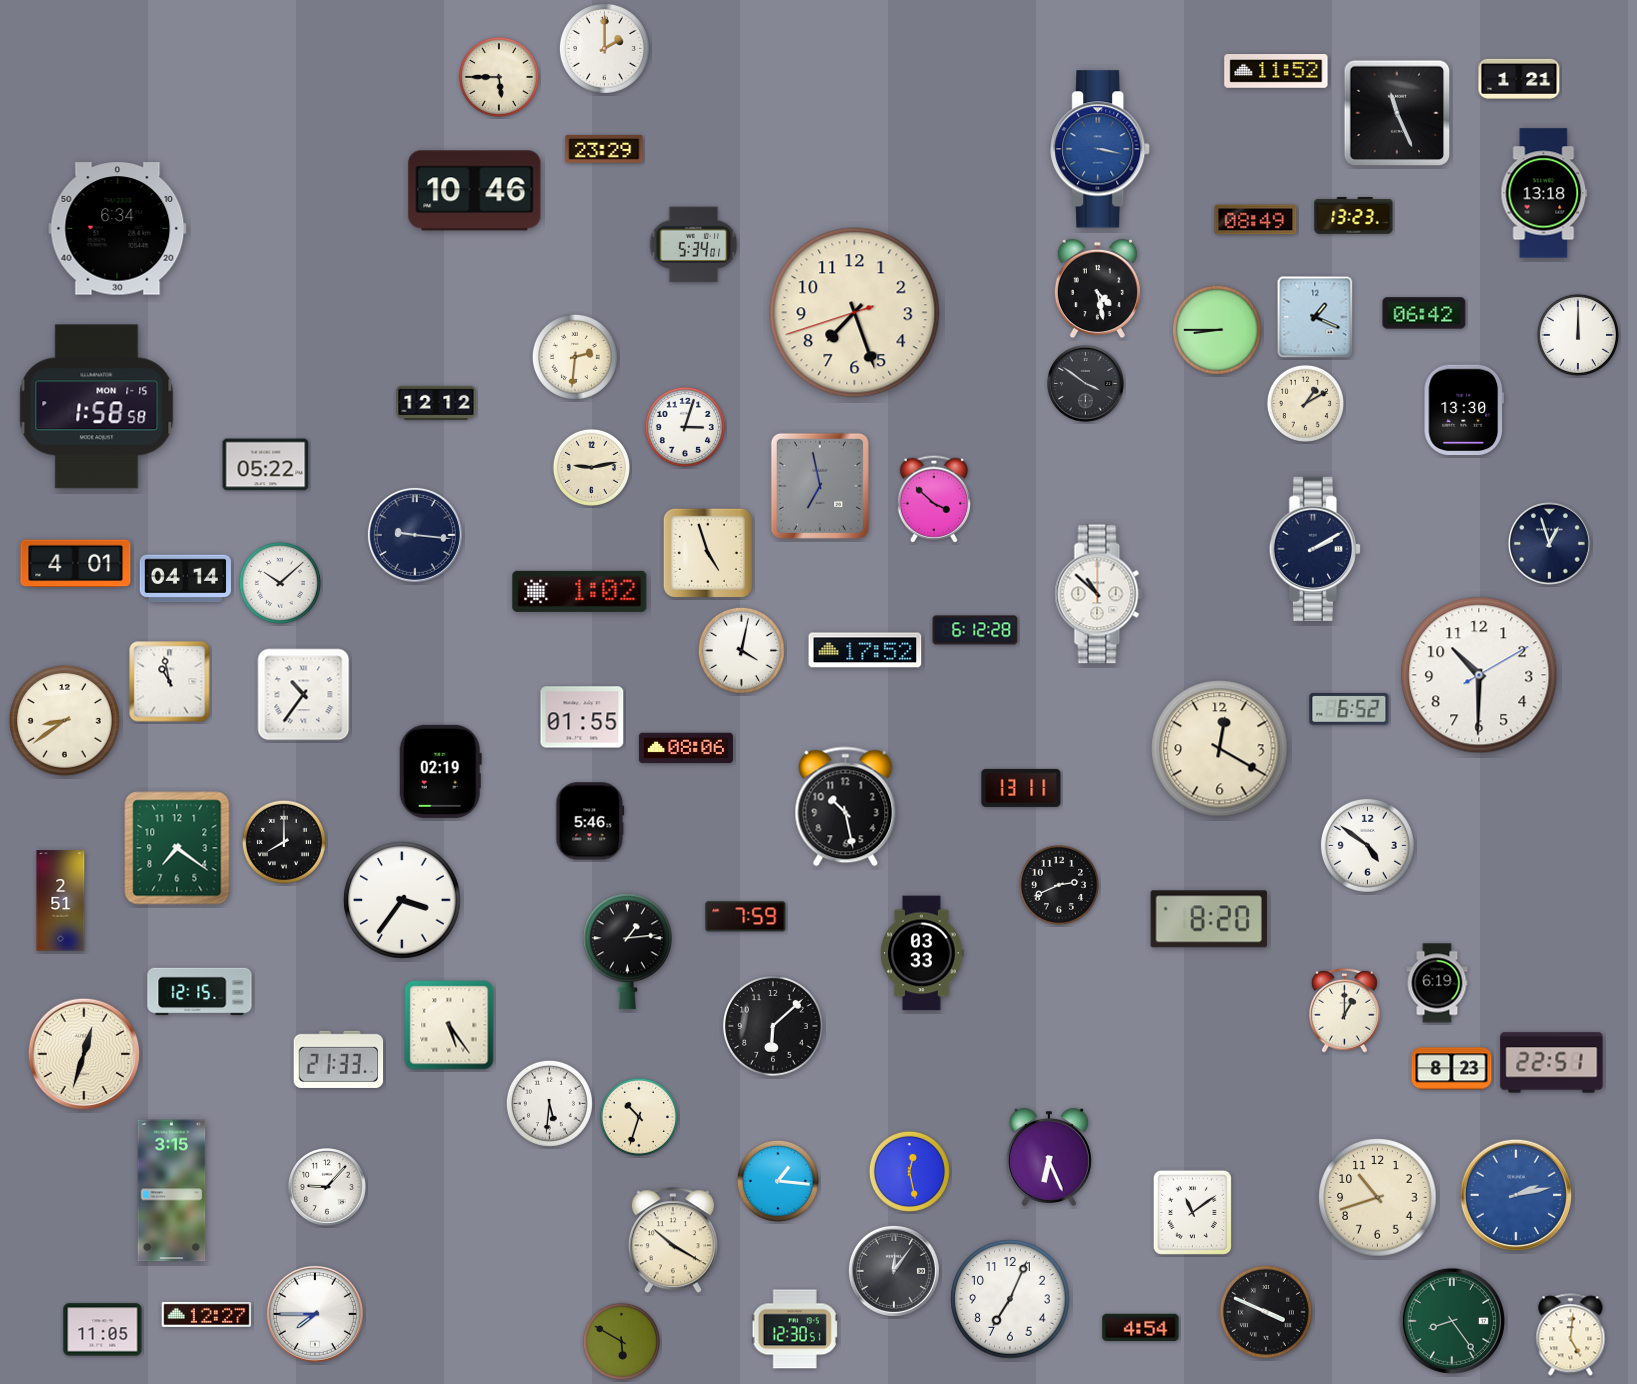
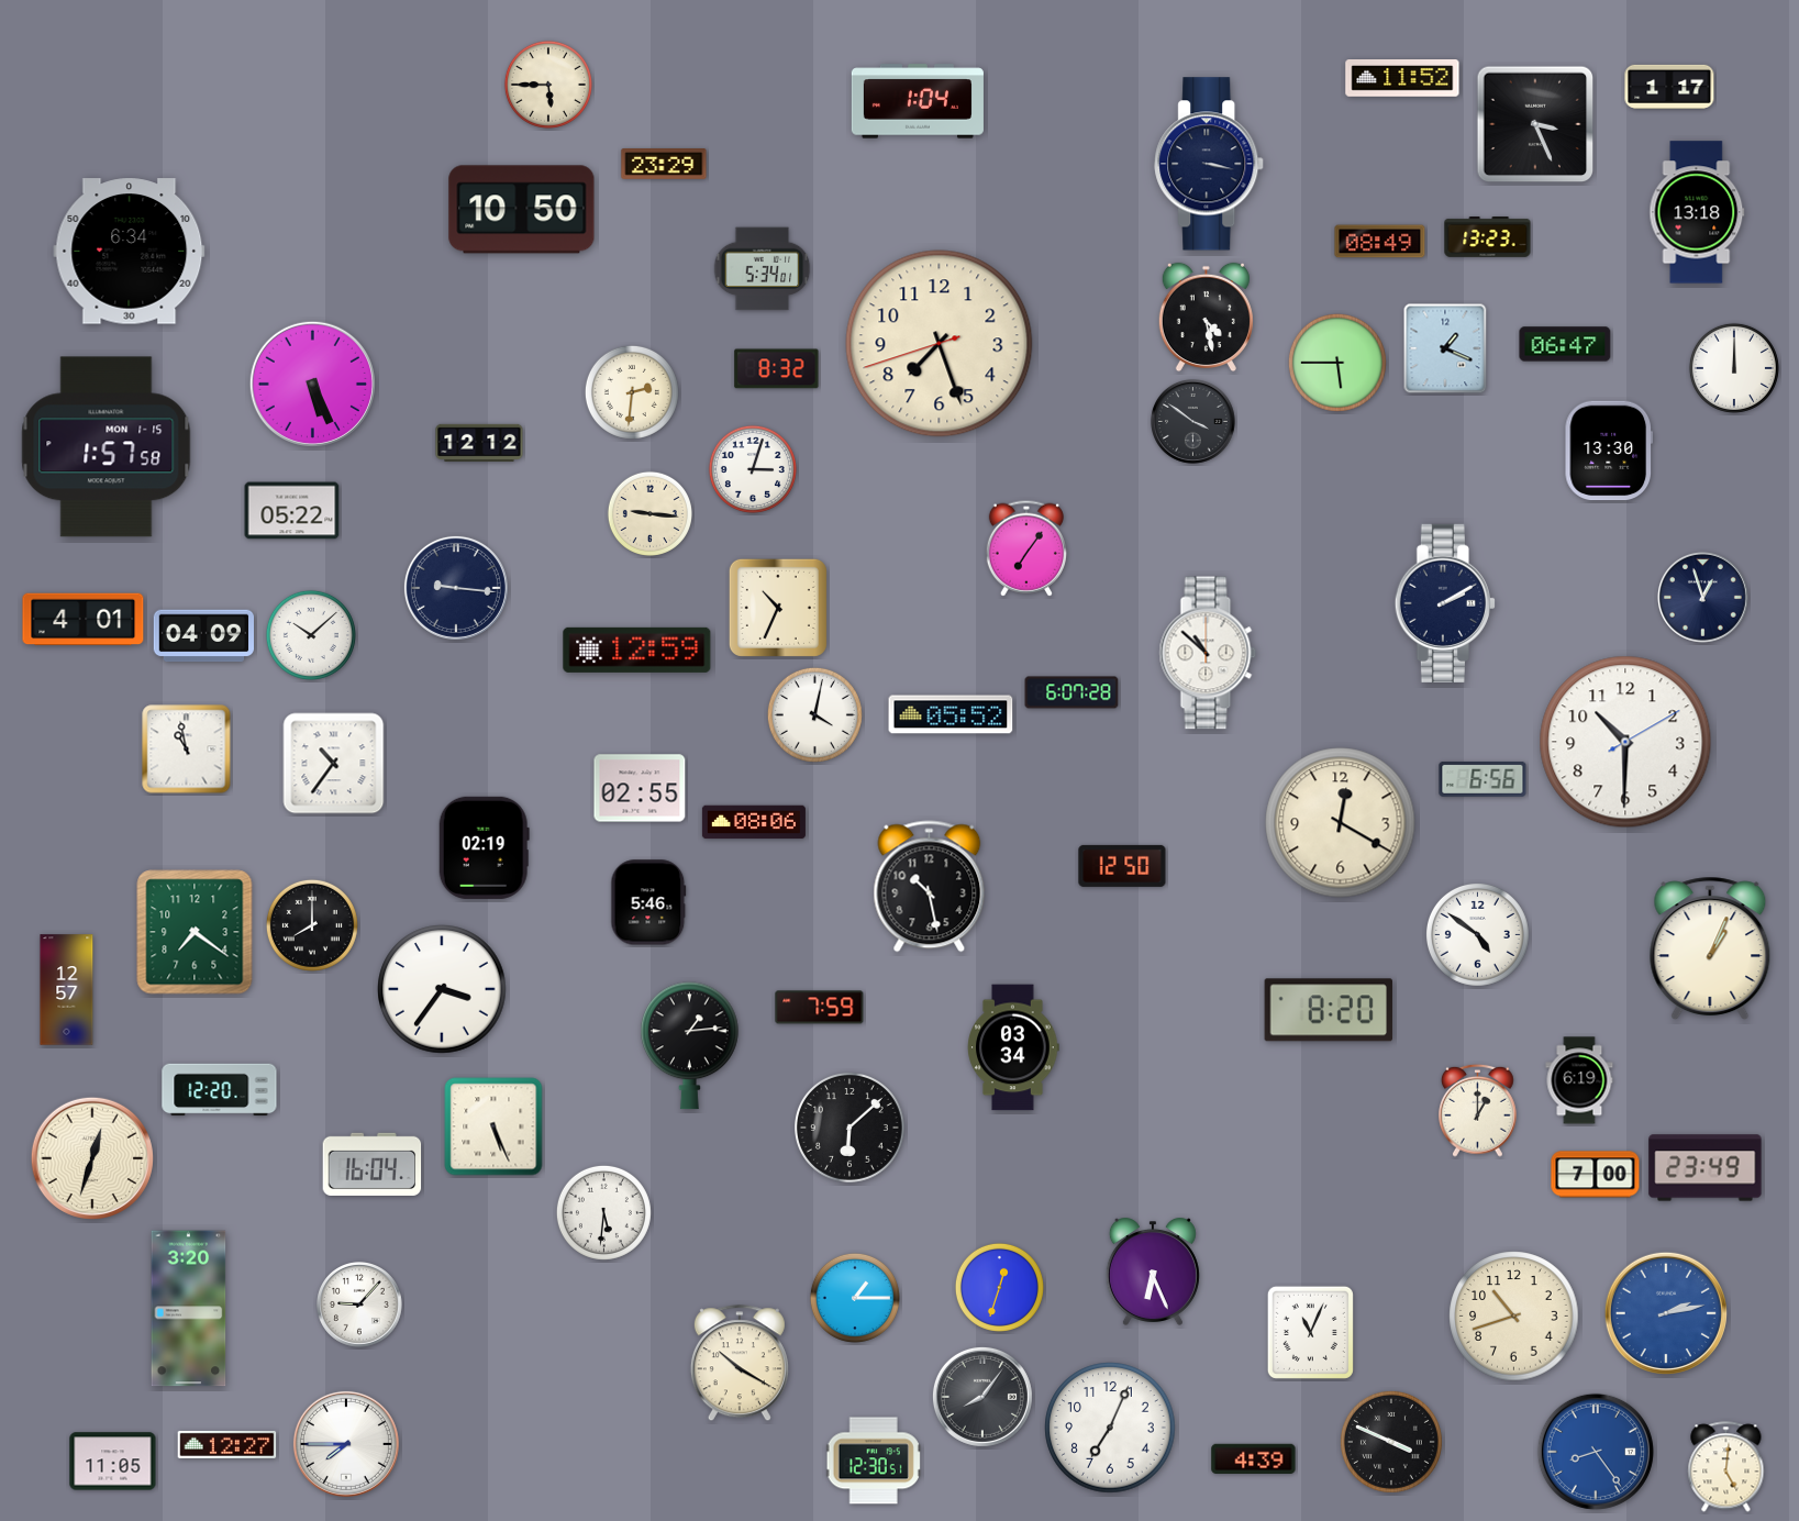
clock at (604, 48): 2:00 -> none
clock at (1519, 79): 1:21 -> 1:17
clock at (918, 101): none -> 1:04
clock at (1397, 113): 11:26 -> 3:26
clock at (1101, 149) dial: blue -> navy
clock at (475, 191): 10:46 -> 10:50
clock at (1424, 313): 06:42 -> 06:47
clock at (1217, 330): 8:45 -> 5:45
clock at (777, 369): none -> 8:32
clock at (312, 384): none -> 5:26
clock at (1305, 403): 1:10 -> none
clock at (97, 407): 1:58 -> 1:57
clock at (591, 467): 9:13 -> 9:16
clock at (820, 486): 6:58 -> none
clock at (934, 499): 3:52 -> 7:06
clock at (708, 553): 4:57 -> 10:34
clock at (185, 579): 04:14 -> 04:09
clock at (280, 583) position: (280, 583) -> (311, 635)
clock at (580, 591): 1:02 -> 12:59
clock at (975, 630): 6:12 -> 6:07
clock at (865, 650): 17:52 -> 05:52
clock at (1349, 709): 6:52 -> 6:56
clock at (582, 717): 01:55 -> 02:55
clock at (65, 721): 8:39 -> none
clock at (1021, 788): 13:11 -> 12:50
clock at (1367, 845) position: (1367, 845) -> (1477, 934)
clock at (1710, 948): none -> 1:04
clock at (1059, 885): 2:41 -> none
clock at (61, 901): 2:51 -> 12:57
clock at (922, 953): 03:33 -> 03:34
clock at (200, 992): 12:15 -> 12:20
clock at (449, 1025): 5:24 -> 5:26
clock at (339, 1059): 21:33 -> 16:04
clock at (1552, 1063): 22:51 -> 23:49
clock at (1452, 1069): 8:23 -> 7:00
clock at (639, 1117): 10:33 -> none
clock at (909, 1171): 12:28 -> 12:33
clock at (778, 1181): 1:16 -> 1:15
clock at (172, 1191): 3:15 -> 3:20
clock at (1192, 1212): 11:09 -> 11:04
clock at (894, 1271): 12:06 -> 8:06
clock at (1452, 1321) dial: green -> blue
clock at (1141, 1328): 4:54 -> 4:39
clock at (621, 1341): 5:50 -> none
